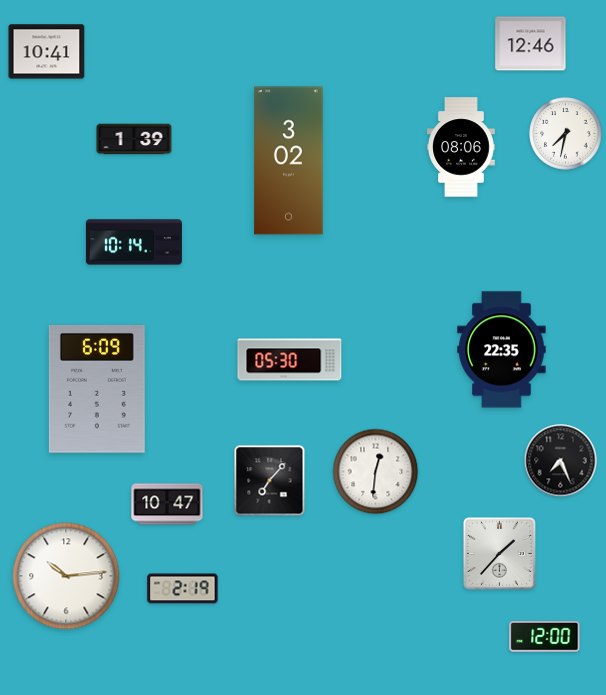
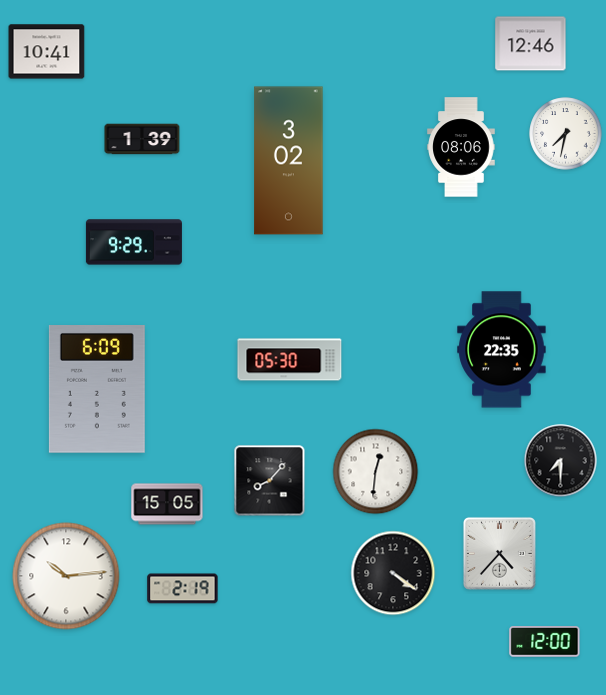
clock at (134, 139) position: (134, 139) -> (142, 139)
clock at (134, 242): 10:14 -> 9:29
clock at (561, 461): 7:26 -> 7:30
clock at (270, 481): 7:07 -> 8:07
clock at (167, 504): 10:47 -> 15:05
clock at (499, 553): 1:37 -> 4:37
clock at (393, 573): none -> 4:21
clock at (545, 637) position: (545, 637) -> (545, 642)
